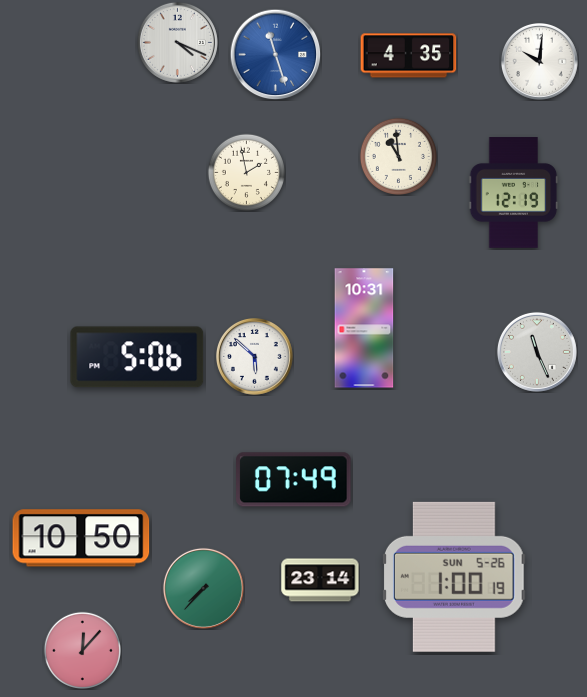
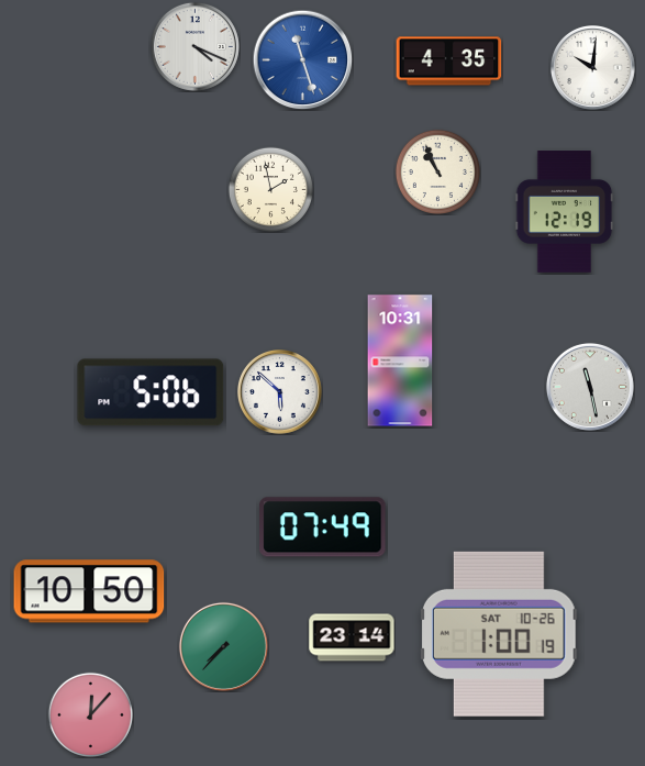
clock at (398, 156): 10:59 -> 10:56
clock at (537, 352): 11:26 -> 11:28
clock at (454, 577) date: SUN 5-26 -> SAT 10-26
